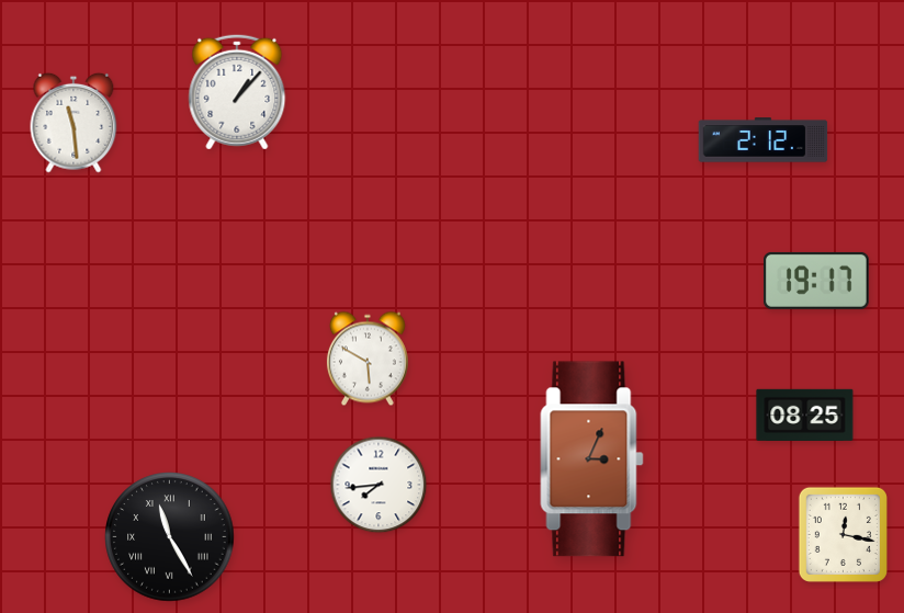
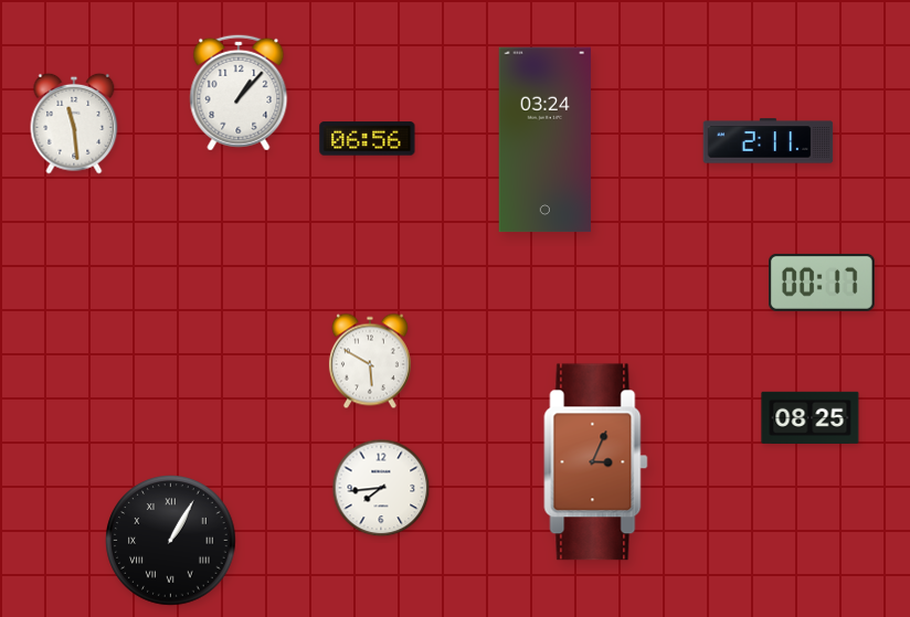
clock at (368, 139): none -> 06:56
clock at (544, 140): none -> 03:24
clock at (764, 140): 2:12 -> 2:11
clock at (817, 281): 19:17 -> 00:17
clock at (843, 534): 12:17 -> none
clock at (170, 537): 11:25 -> 1:05
